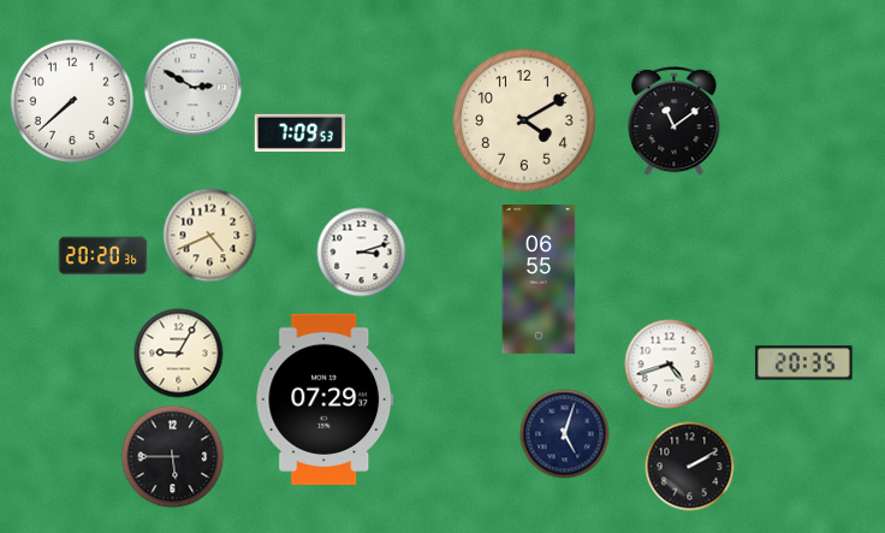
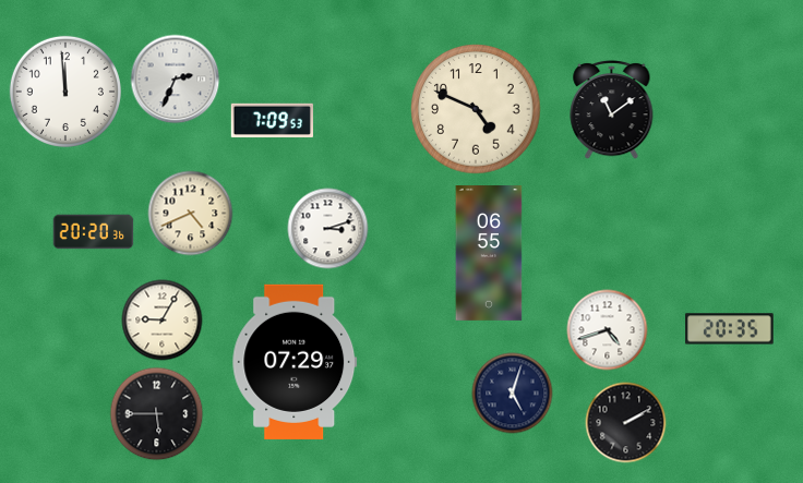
clock at (194, 88): 2:50 -> 2:34
clock at (72, 101): 7:38 -> 11:59
clock at (524, 120): 4:10 -> 4:49
